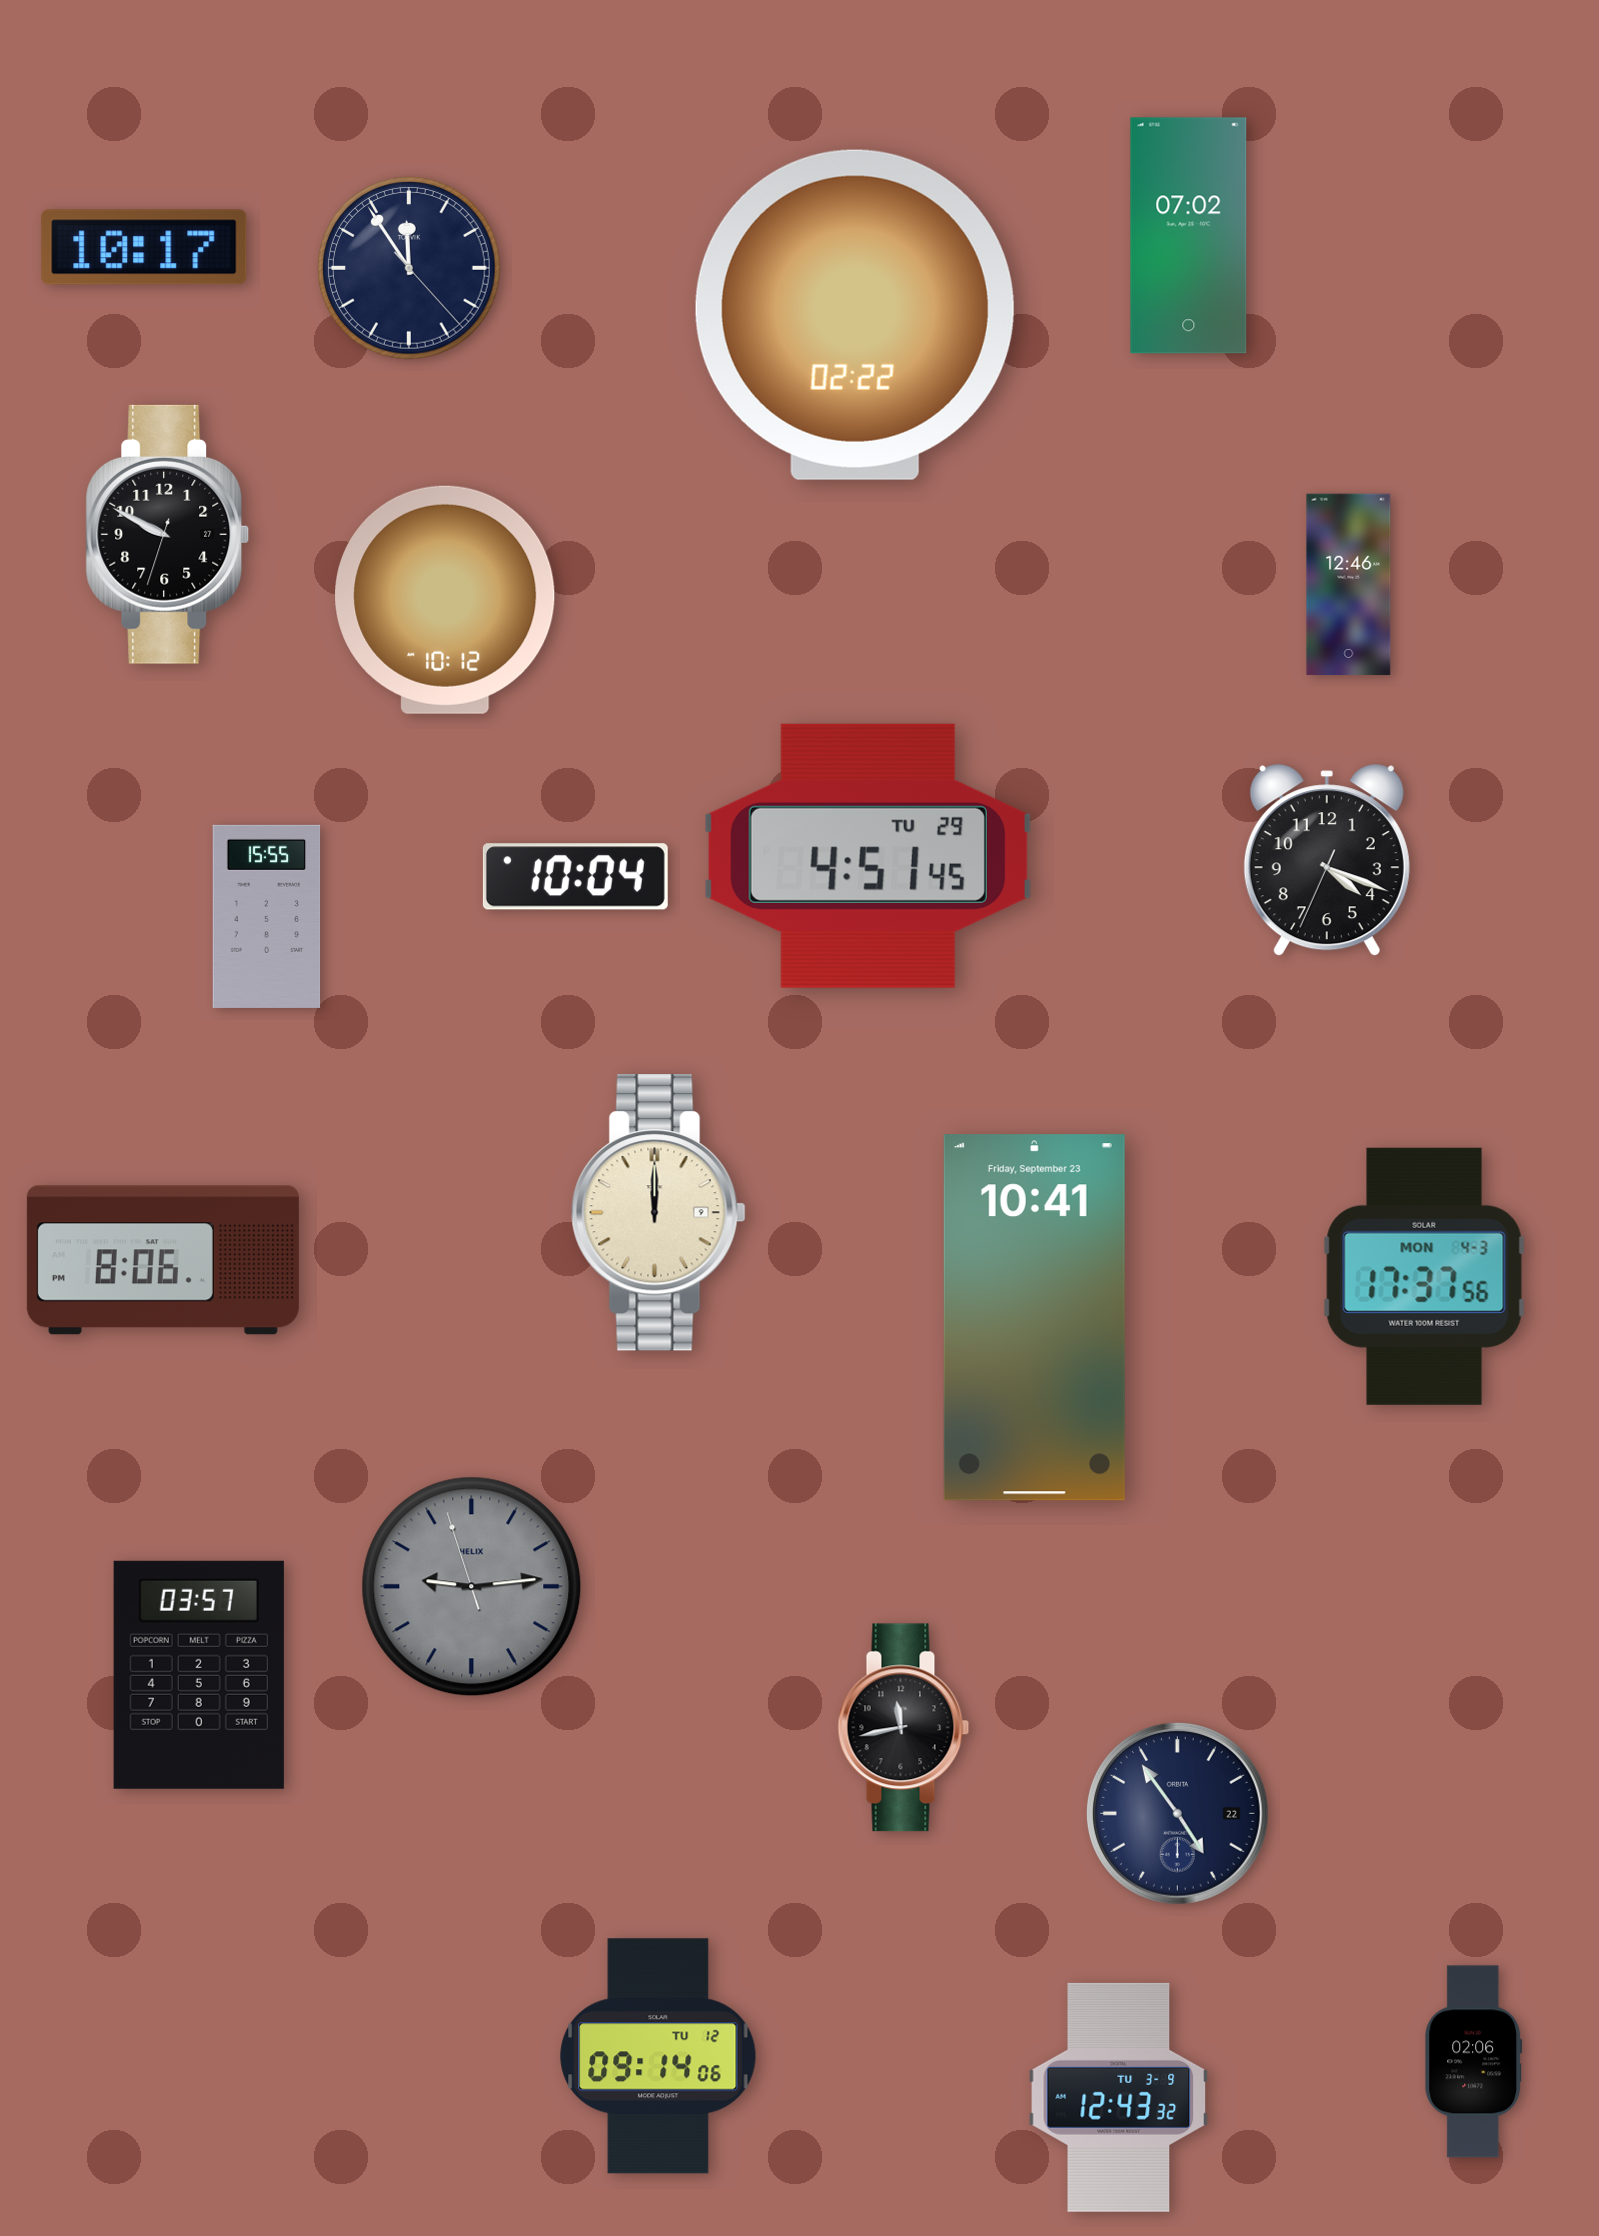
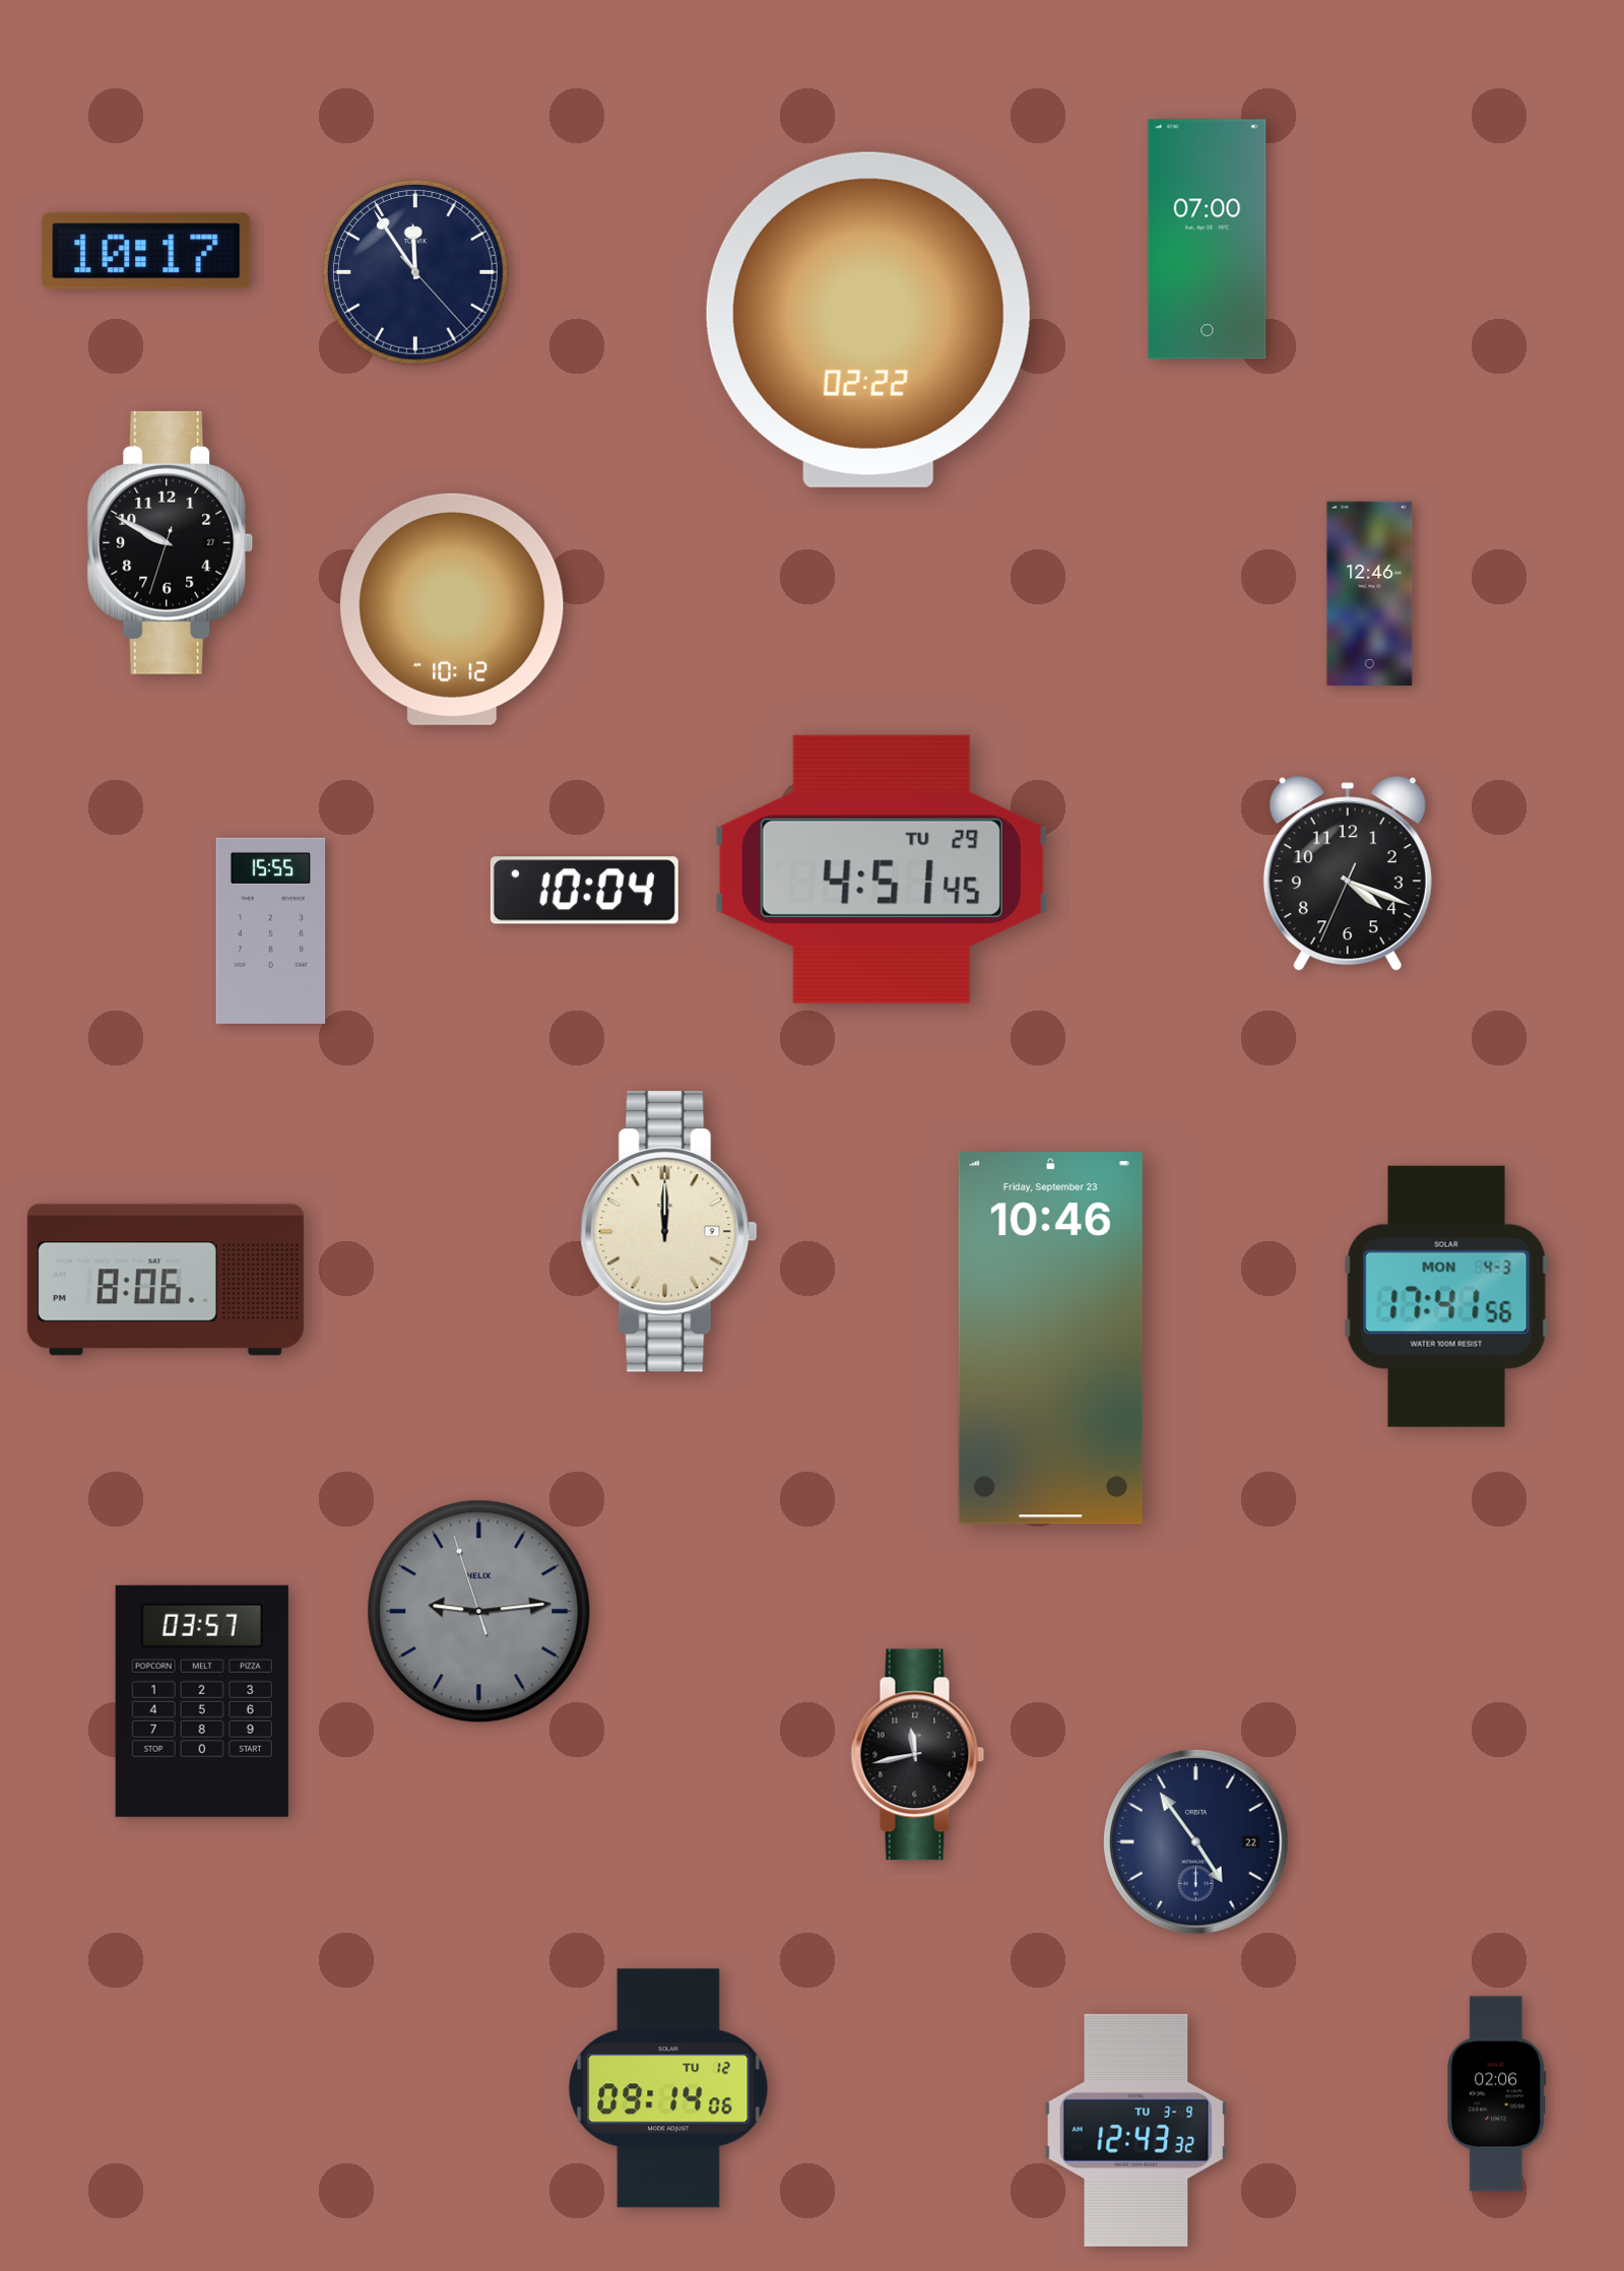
clock at (1189, 236): 07:02 -> 07:00
clock at (1424, 1276): 17:37 -> 17:41
clock at (1034, 1318): 10:41 -> 10:46
